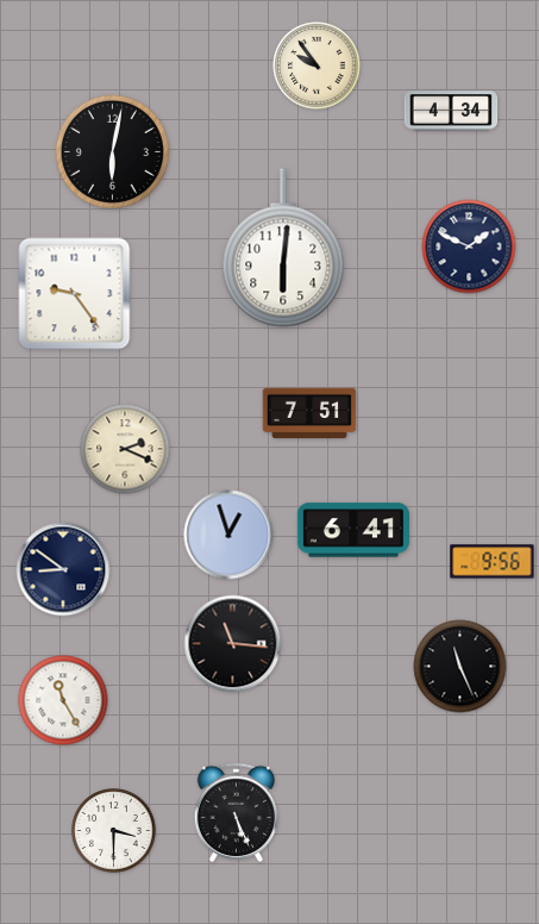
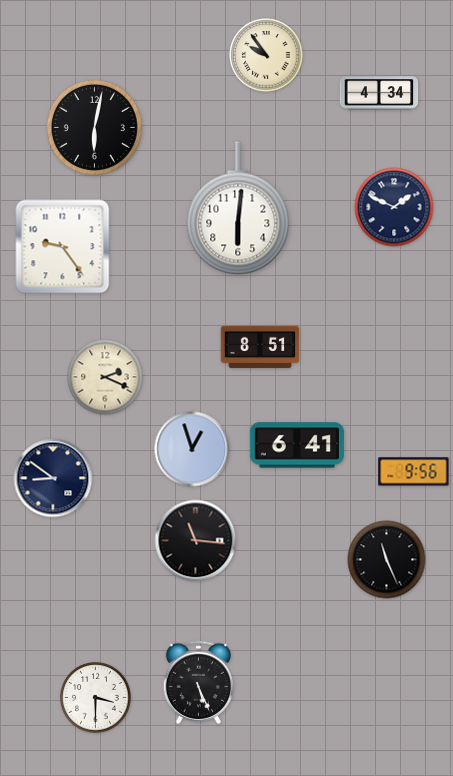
clock at (309, 413): 7:51 -> 8:51
clock at (63, 700): 11:25 -> none
